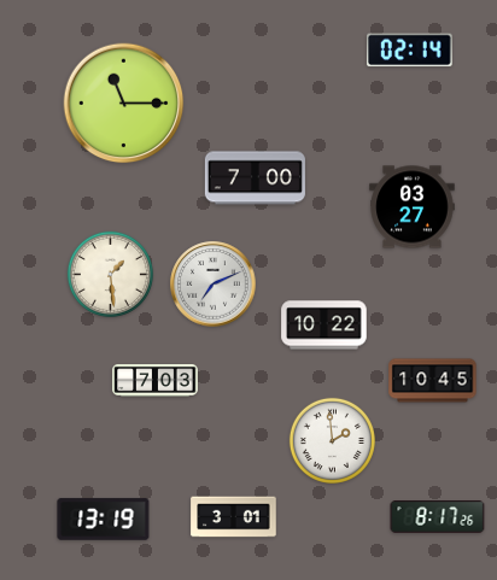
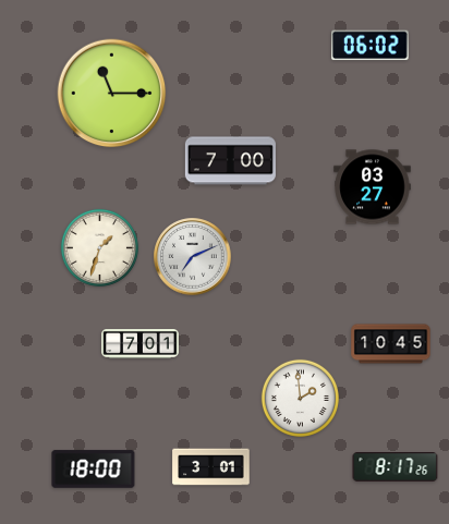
clock at (410, 51): 02:14 -> 06:02
clock at (110, 274): 1:29 -> 1:33
clock at (324, 326): 10:22 -> none
clock at (156, 381): 7:03 -> 7:01
clock at (104, 520): 13:19 -> 18:00
